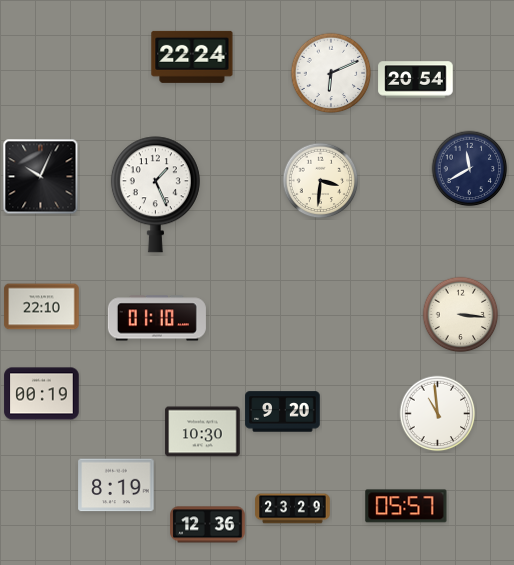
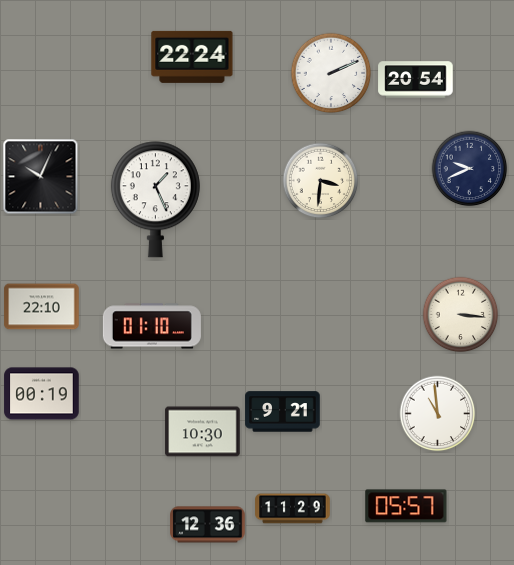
clock at (331, 73): 6:11 -> 2:11
clock at (470, 169): 11:40 -> 9:41
clock at (155, 195) position: (155, 195) -> (155, 200)
clock at (157, 318) position: (157, 318) -> (152, 326)
clock at (283, 412): 9:20 -> 9:21
clock at (116, 485): 8:19 -> none
clock at (293, 509): 23:29 -> 11:29
